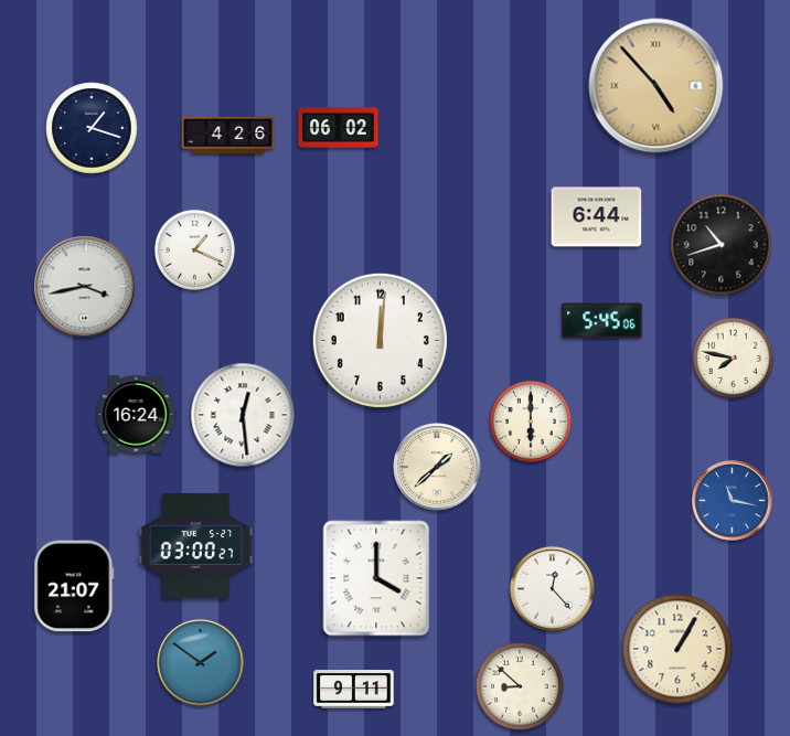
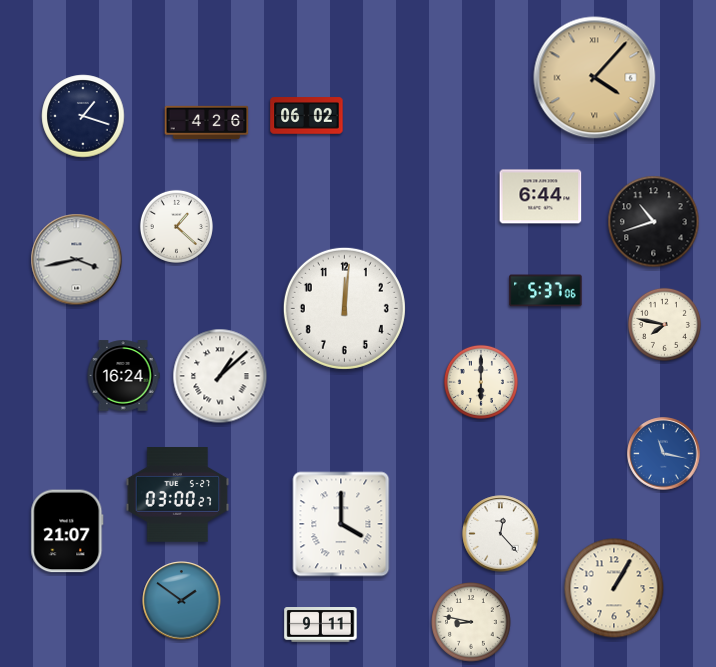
clock at (656, 86): 4:53 -> 4:07
clock at (194, 249): 1:19 -> 1:22
clock at (602, 321): 5:45 -> 5:37
clock at (243, 415): 12:29 -> 1:08
clock at (437, 467): 1:38 -> none
clock at (520, 686): 8:52 -> 8:47
